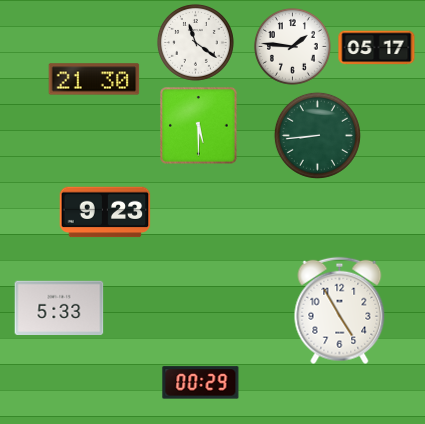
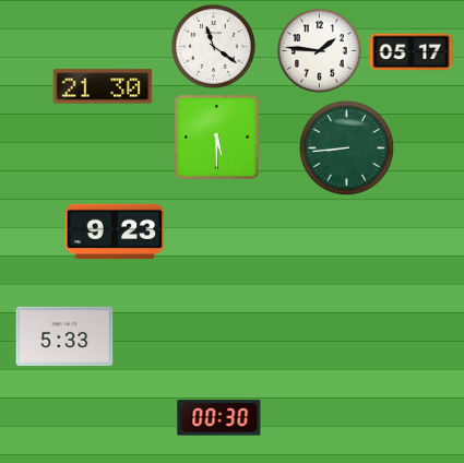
clock at (340, 311): 4:55 -> none
clock at (201, 383): 00:29 -> 00:30
